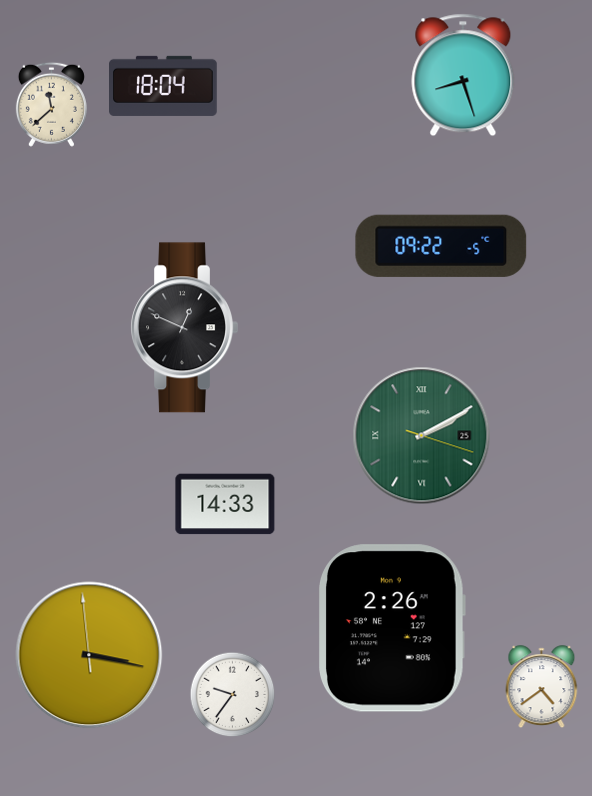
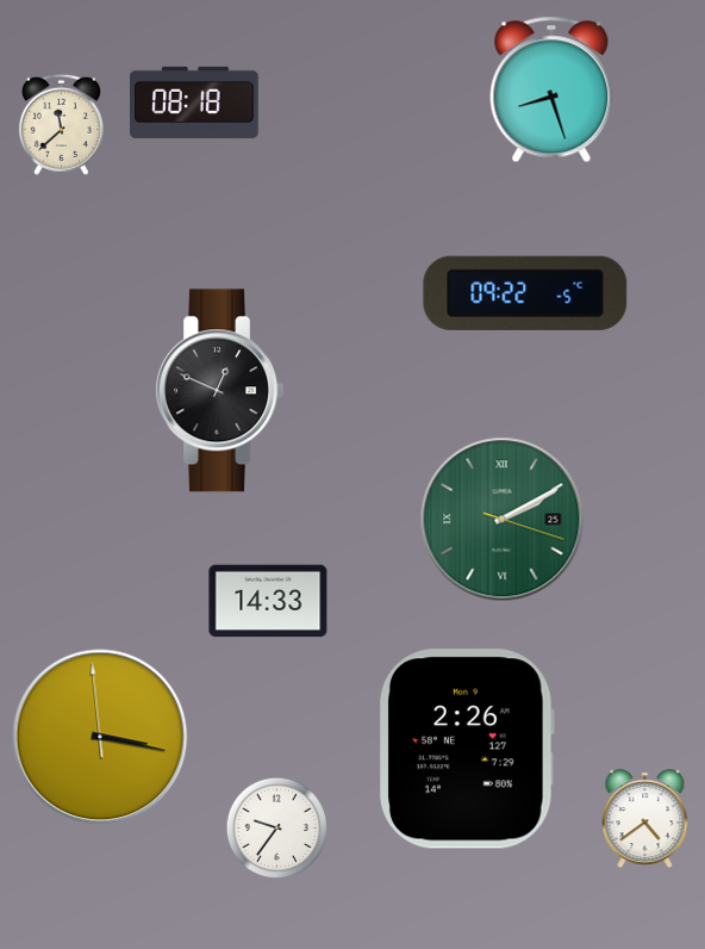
clock at (164, 86): 18:04 -> 08:18
clock at (89, 655) position: (89, 655) -> (100, 737)
